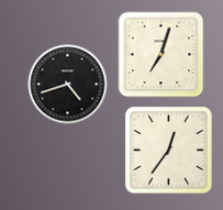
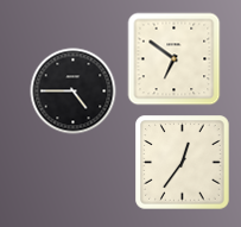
clock at (161, 55): 7:03 -> 6:51
clock at (68, 85): 4:42 -> 4:45
